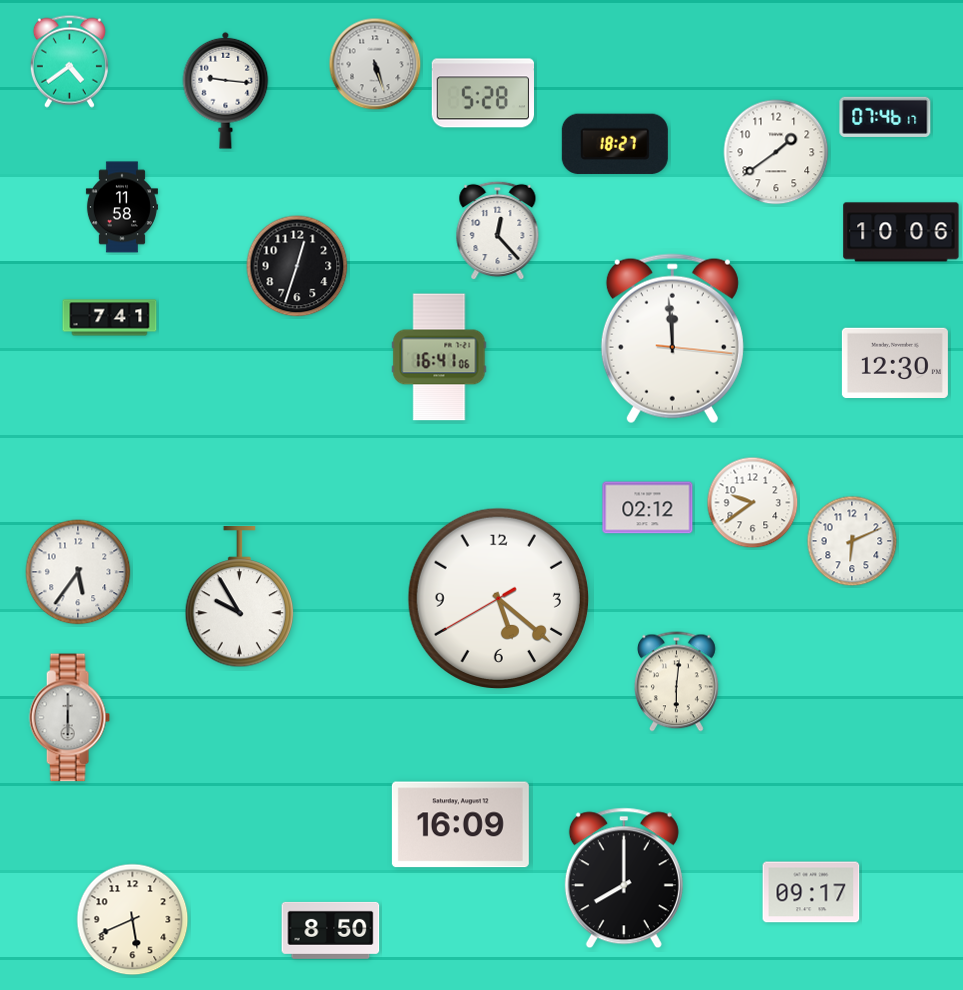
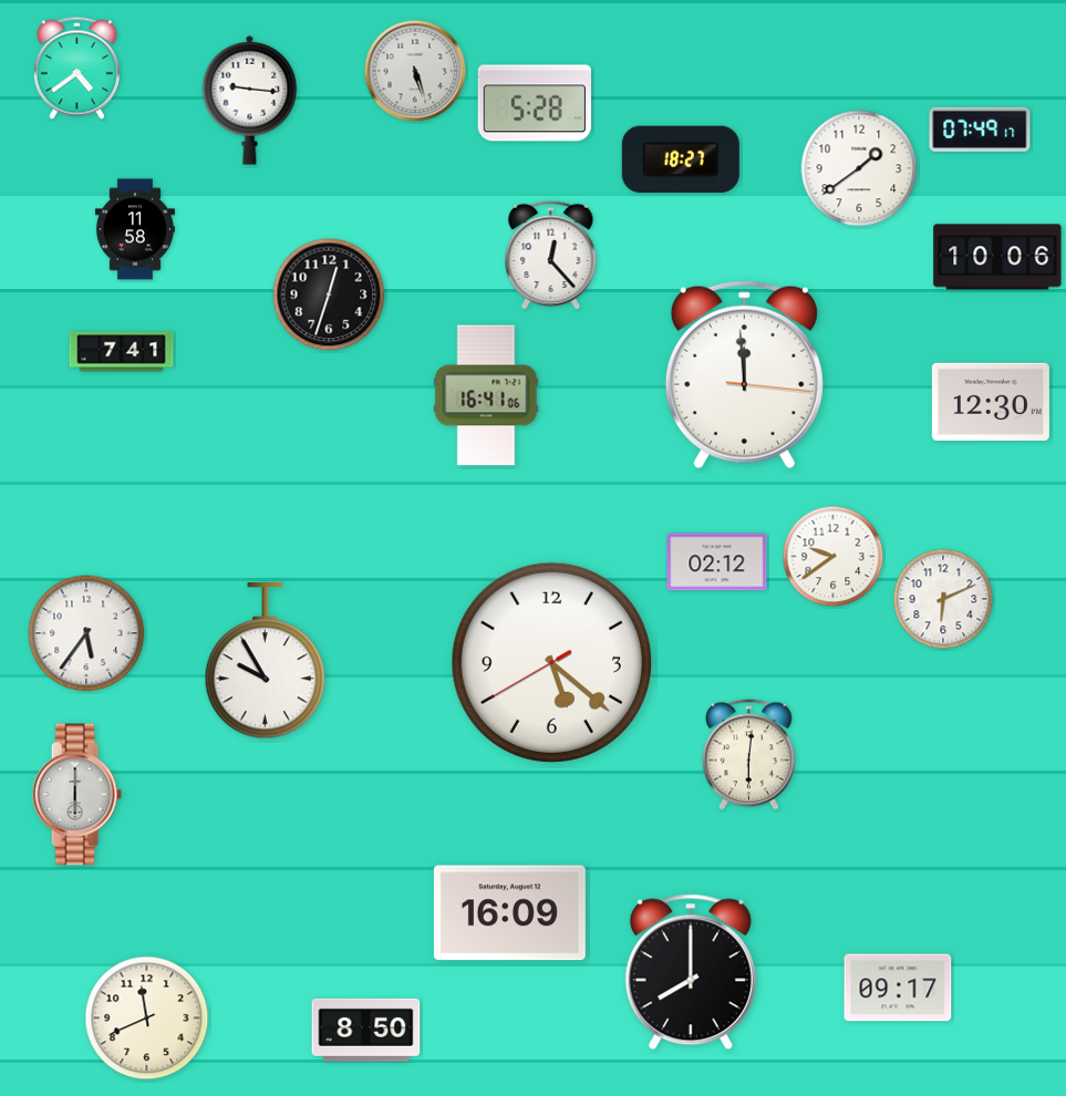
clock at (885, 117): 07:46 -> 07:49
clock at (133, 920): 5:41 -> 11:41
